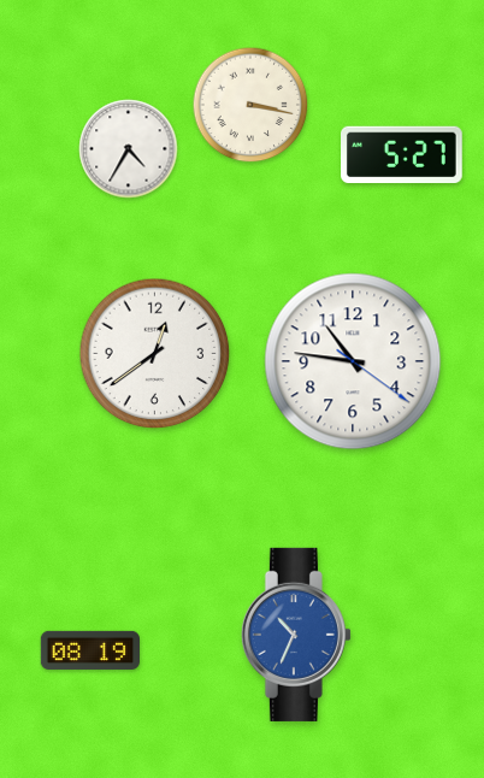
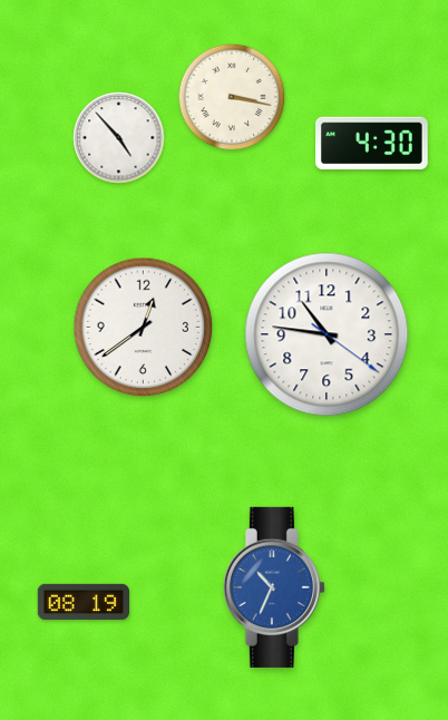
clock at (129, 149): 4:35 -> 4:53
clock at (402, 154): 5:27 -> 4:30
